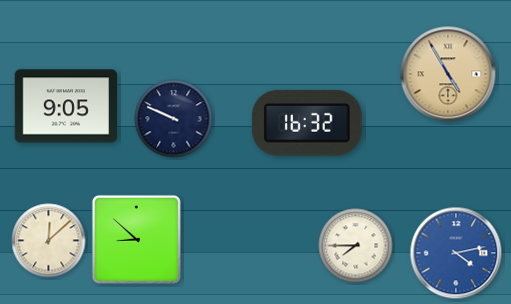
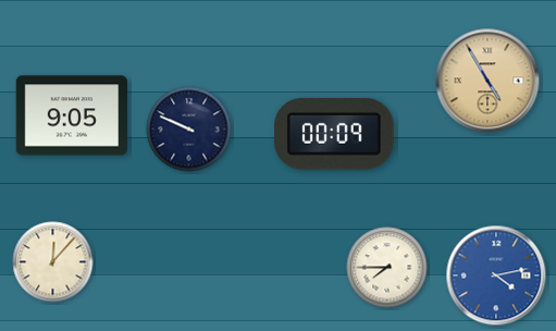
clock at (308, 123): 16:32 -> 00:09
clock at (136, 239): 8:52 -> none
clock at (49, 241): 12:08 -> 12:07
